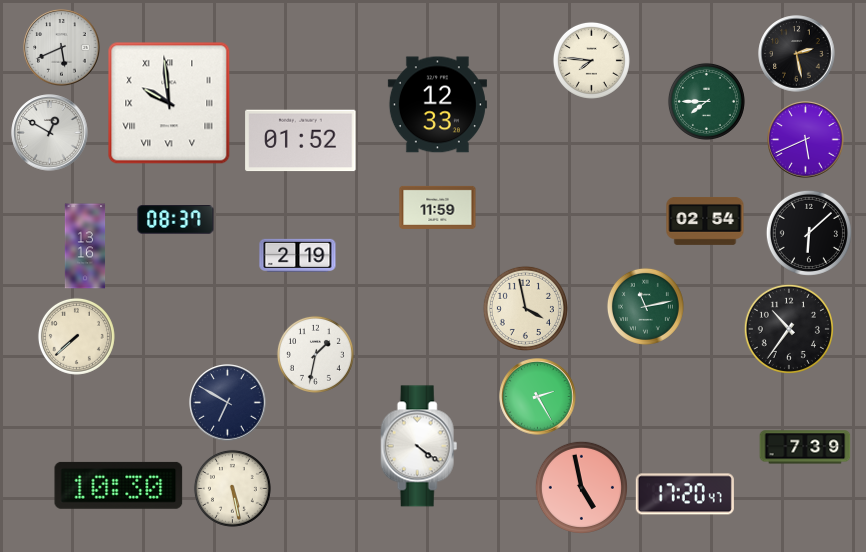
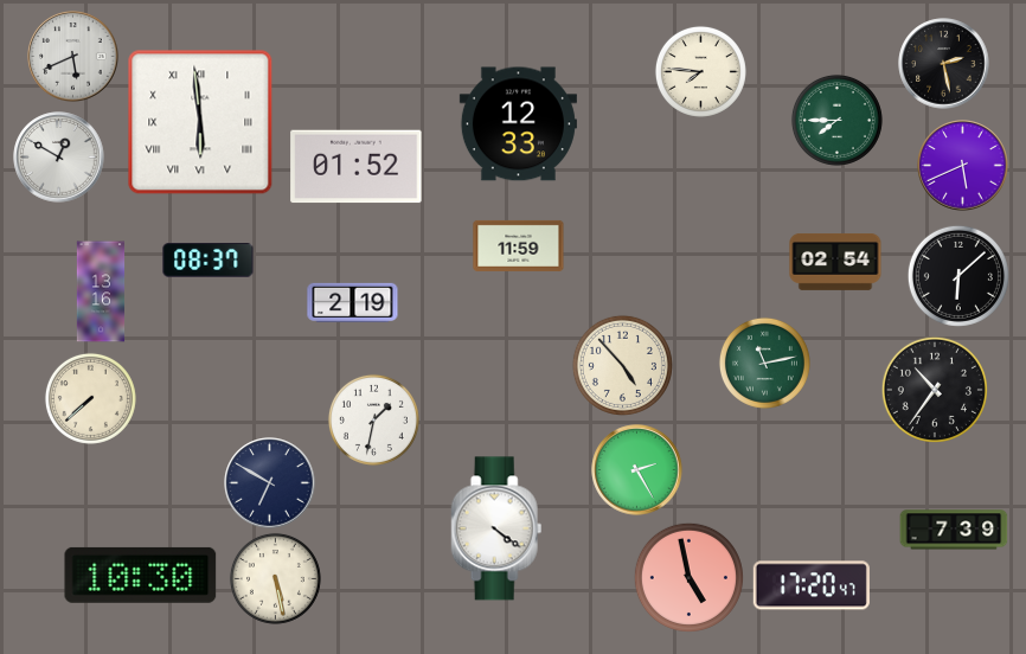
clock at (169, 103): 9:59 -> 5:59
clock at (806, 140) position: (806, 140) -> (963, 166)
clock at (525, 308): 3:58 -> 4:53
clock at (228, 403) position: (228, 403) -> (270, 483)
